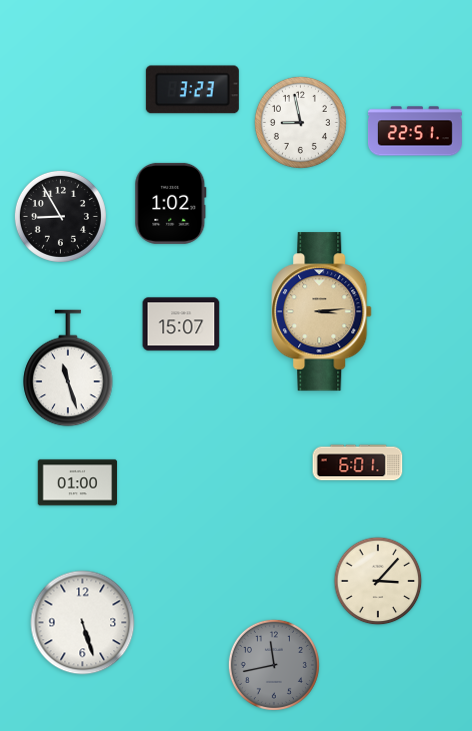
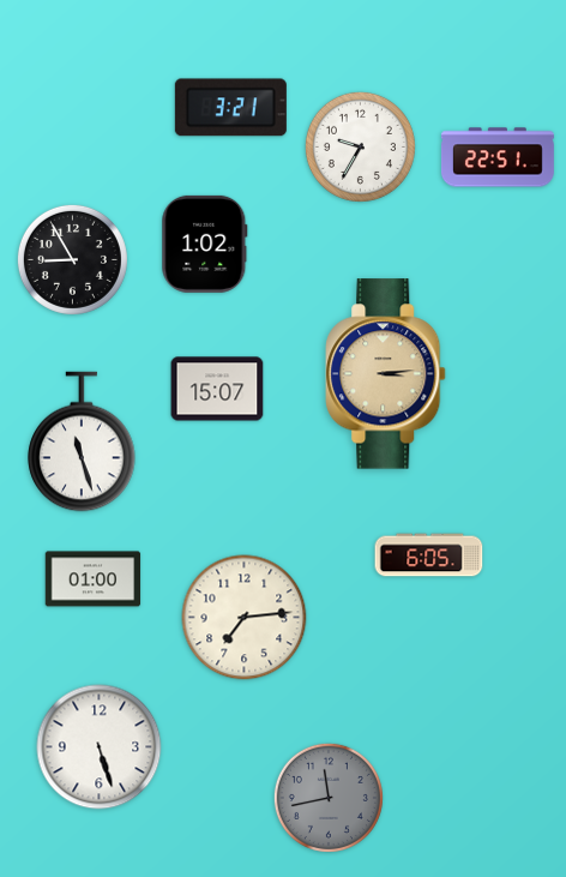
clock at (192, 90): 3:23 -> 3:21
clock at (300, 122): 8:58 -> 9:35
clock at (358, 463): 6:01 -> 6:05
clock at (245, 618): none -> 7:14
clock at (378, 581): 3:07 -> none
